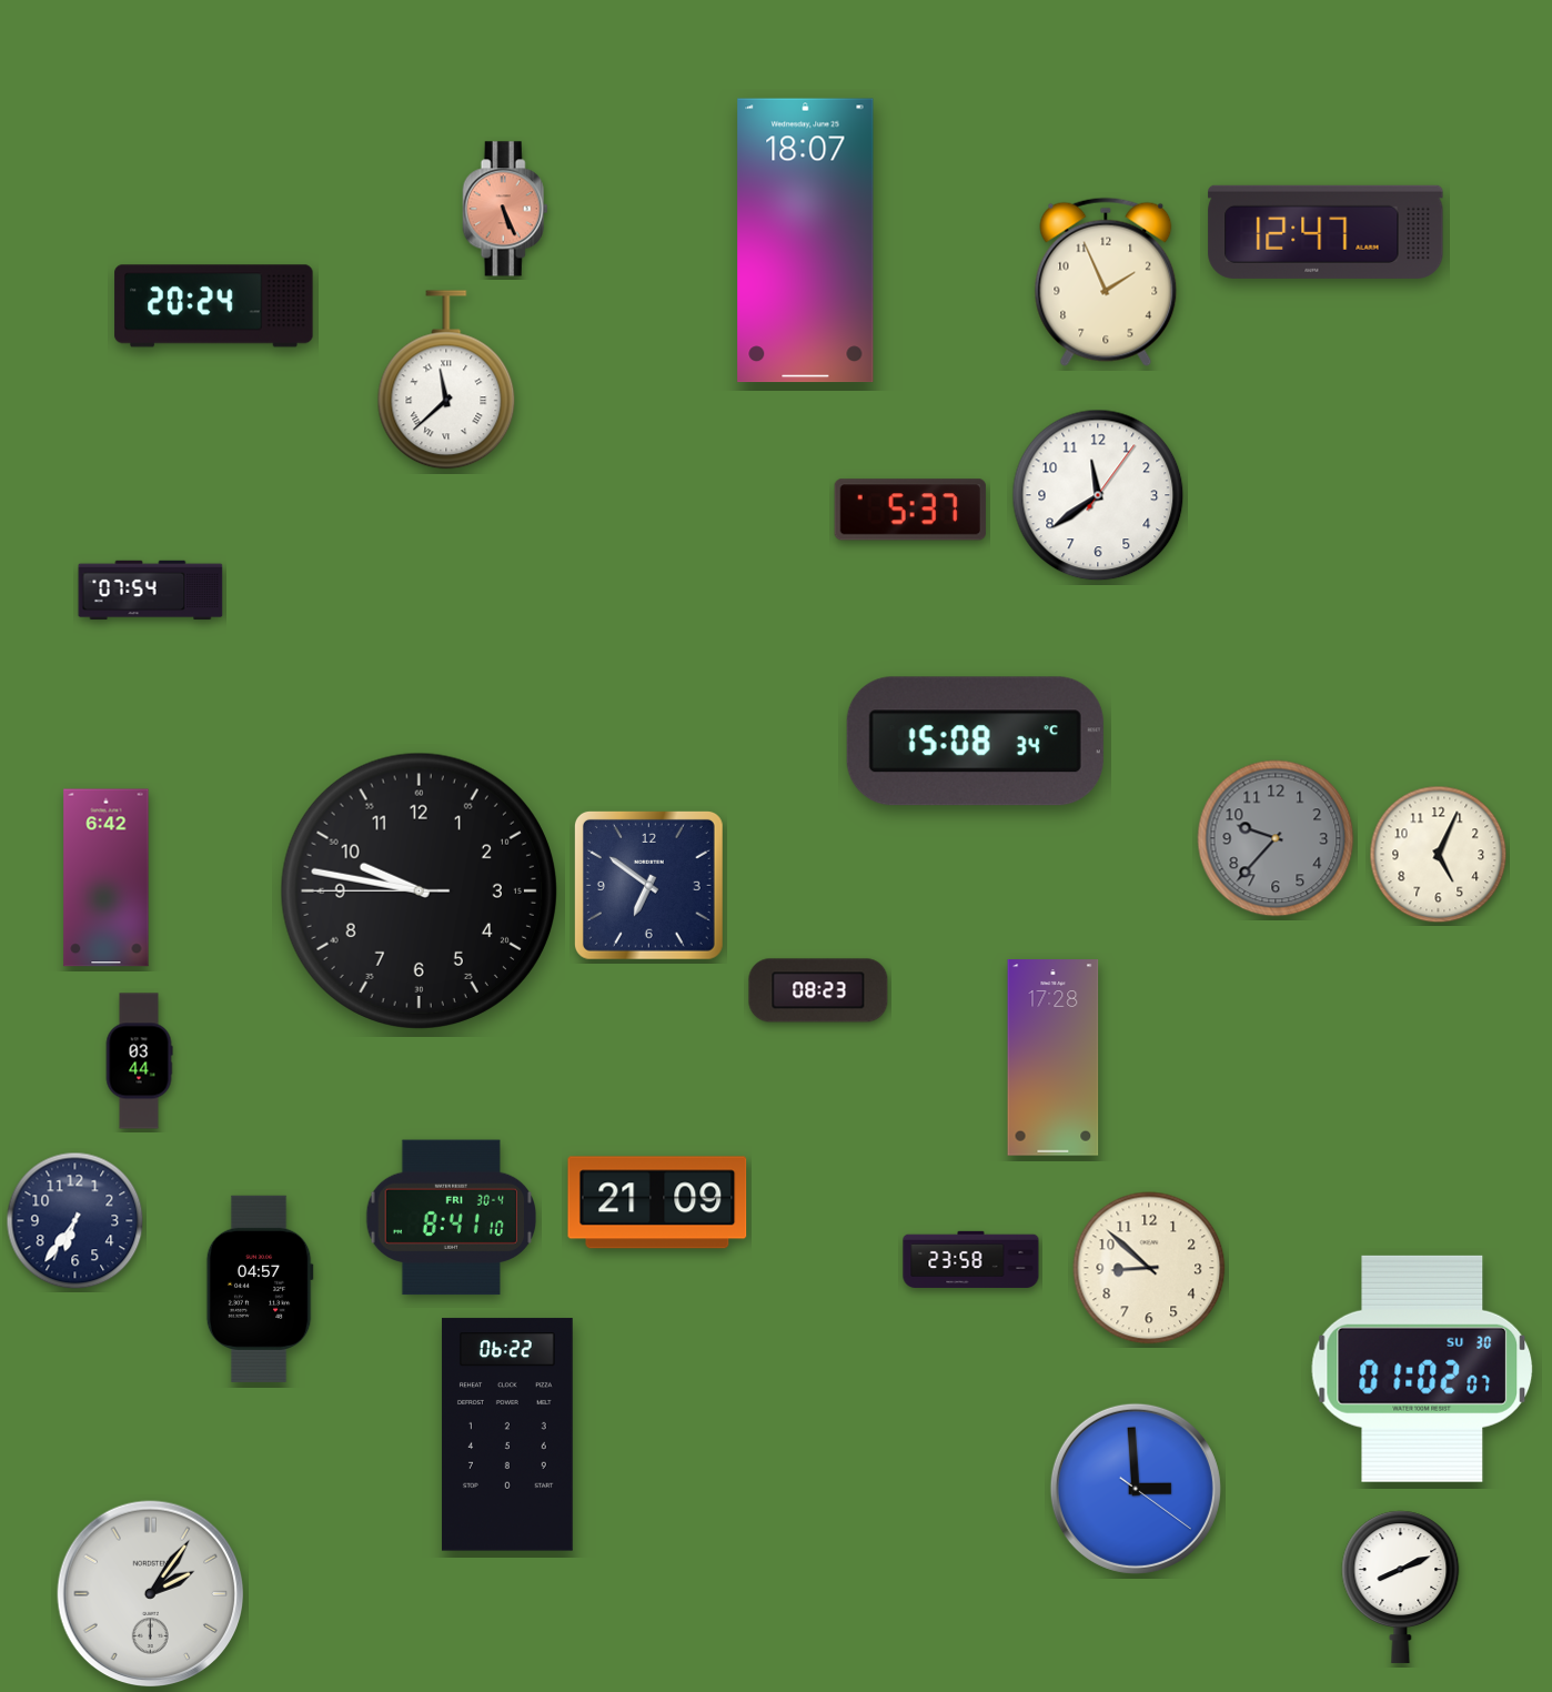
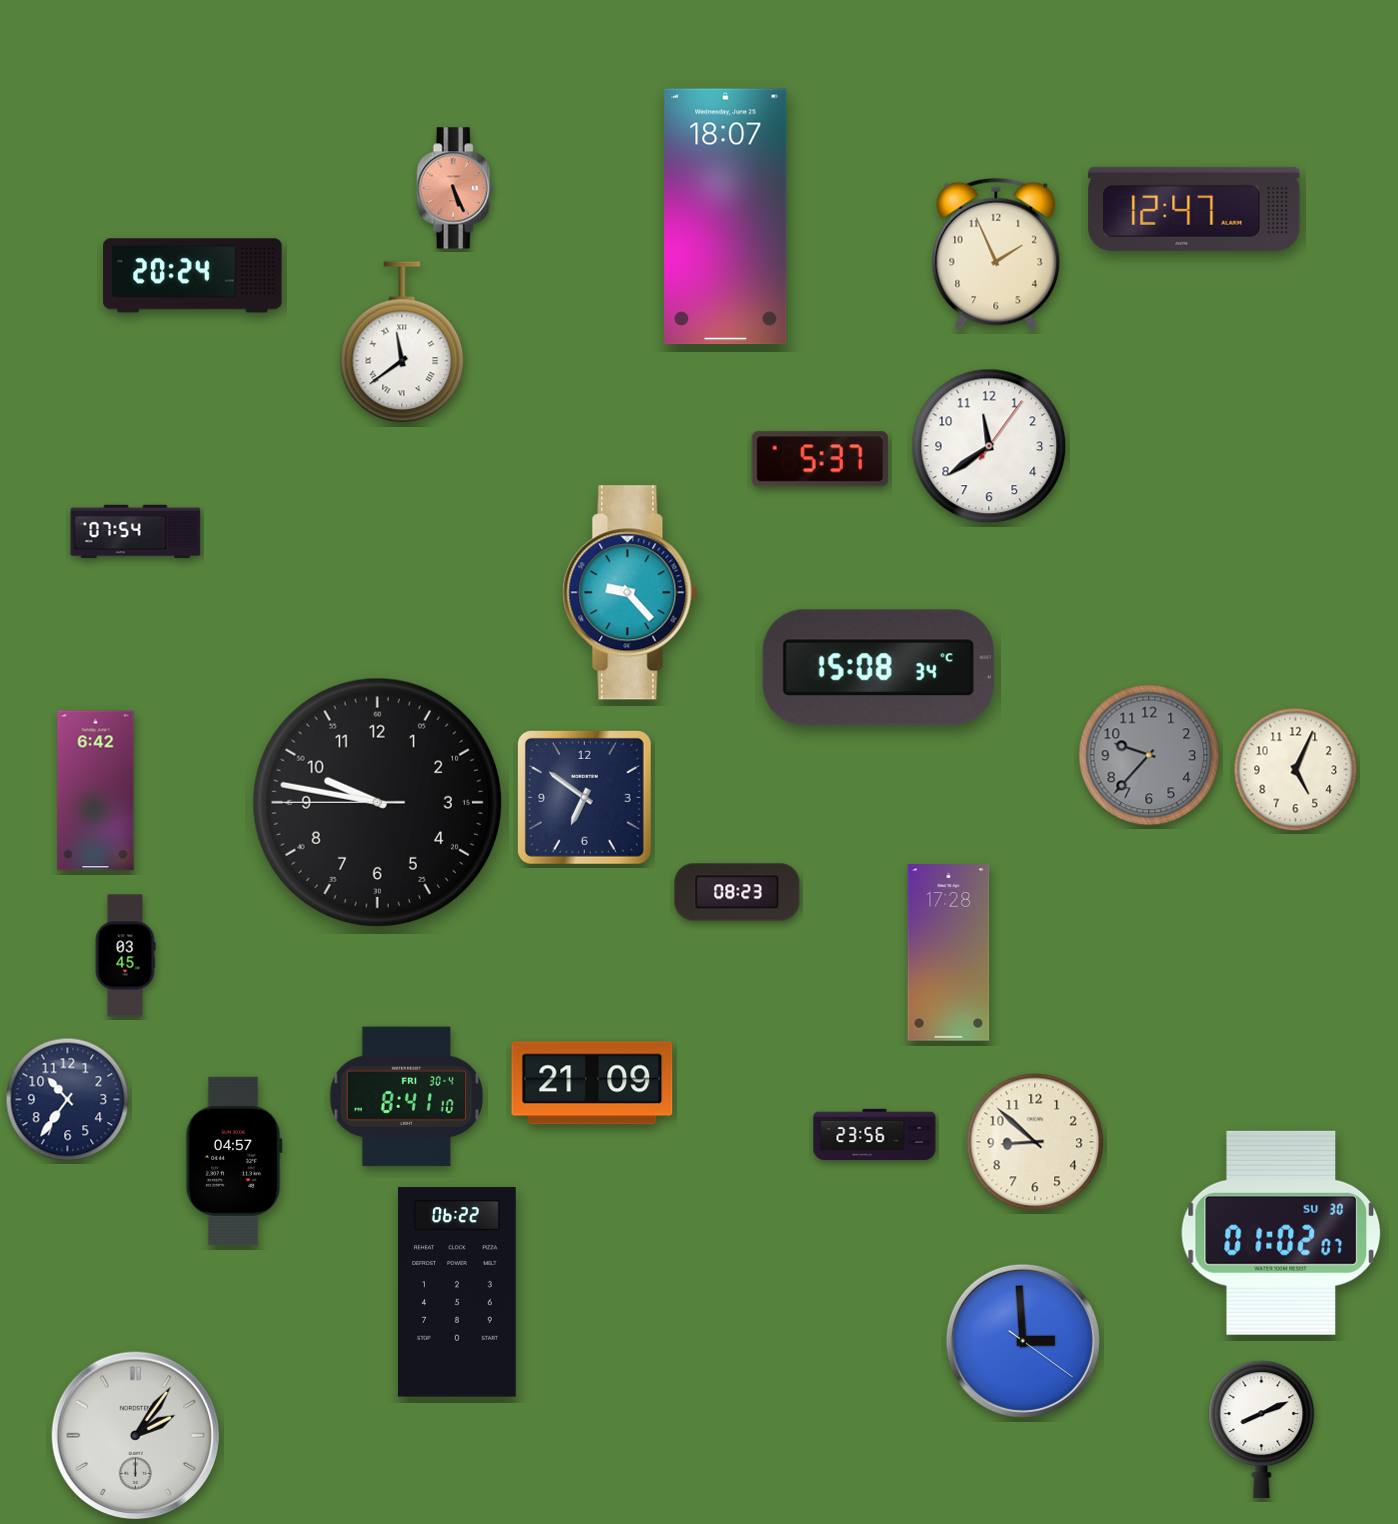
clock at (446, 380): 11:38 -> 11:39
clock at (631, 593): none -> 9:23
clock at (139, 1061): 03:44 -> 03:45
clock at (75, 1221): 6:36 -> 10:36
clock at (971, 1259): 23:58 -> 23:56
